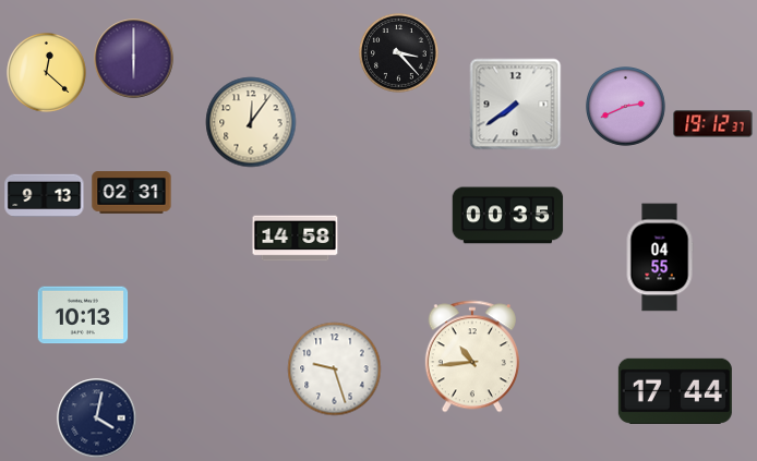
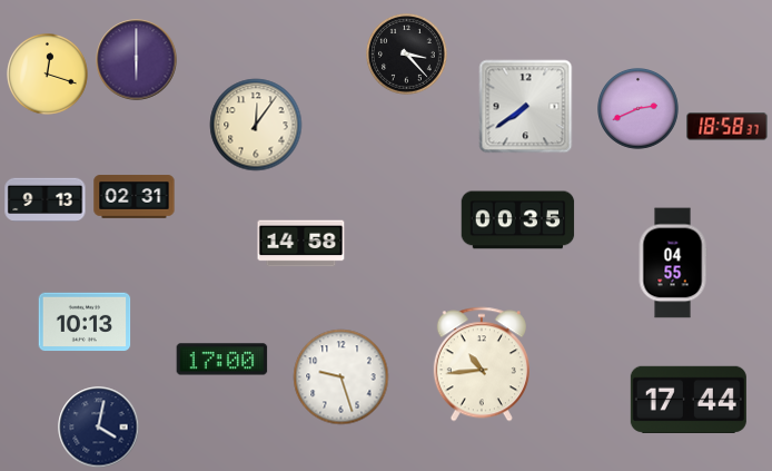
clock at (47, 73): 12:22 -> 12:18
clock at (713, 124): 19:12 -> 18:58
clock at (222, 360): none -> 17:00
